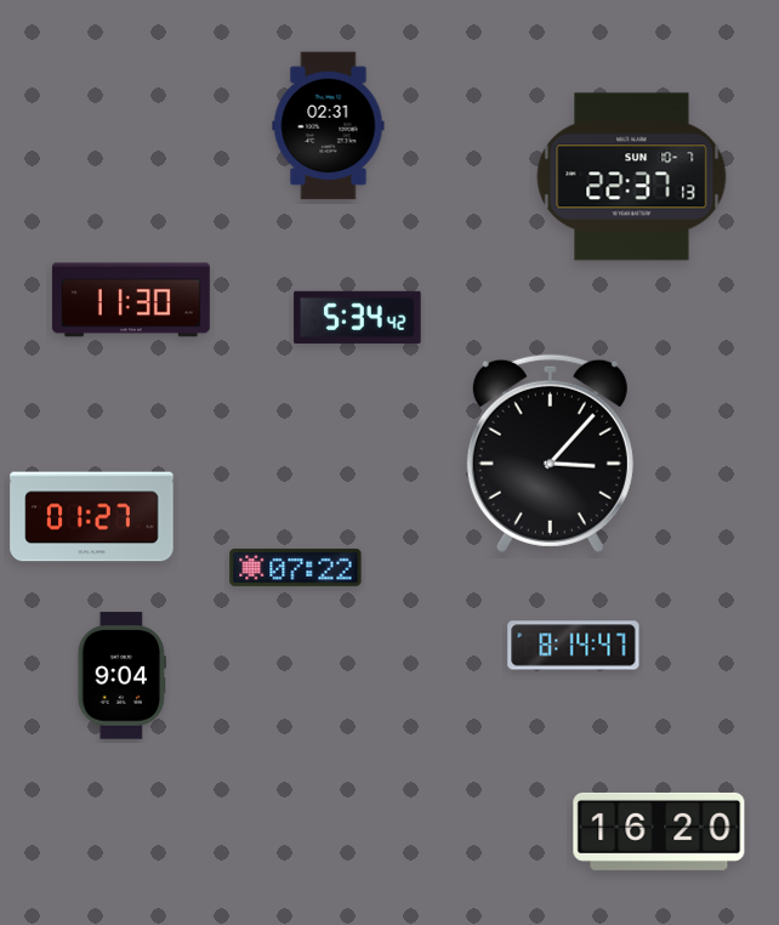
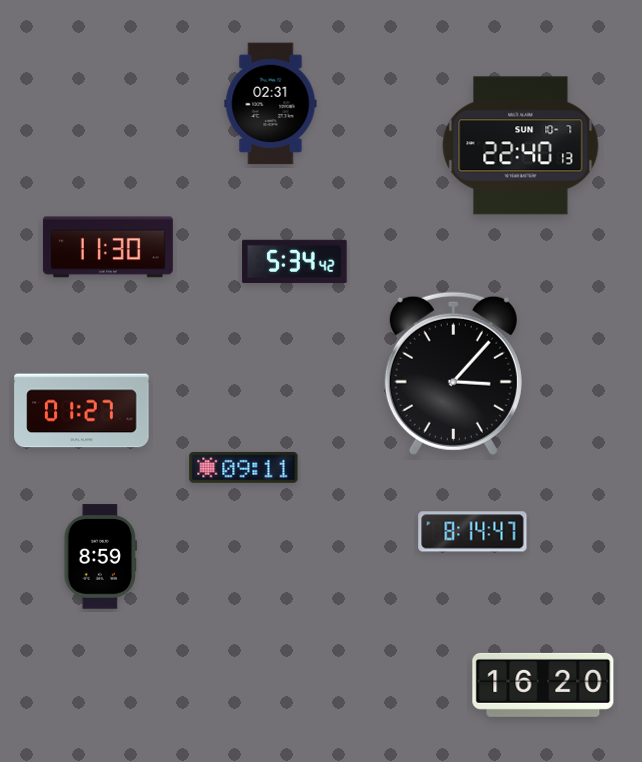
clock at (632, 177): 22:37 -> 22:40
clock at (92, 517) position: (92, 517) -> (82, 411)
clock at (296, 567): 07:22 -> 09:11
clock at (121, 676): 9:04 -> 8:59
